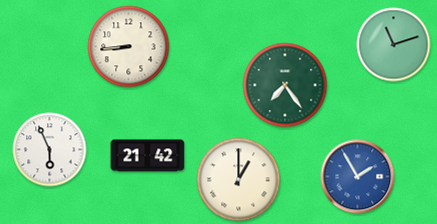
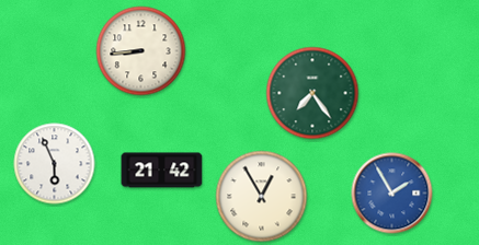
clock at (394, 45): 11:12 -> none
clock at (239, 180): 1:00 -> 12:55
